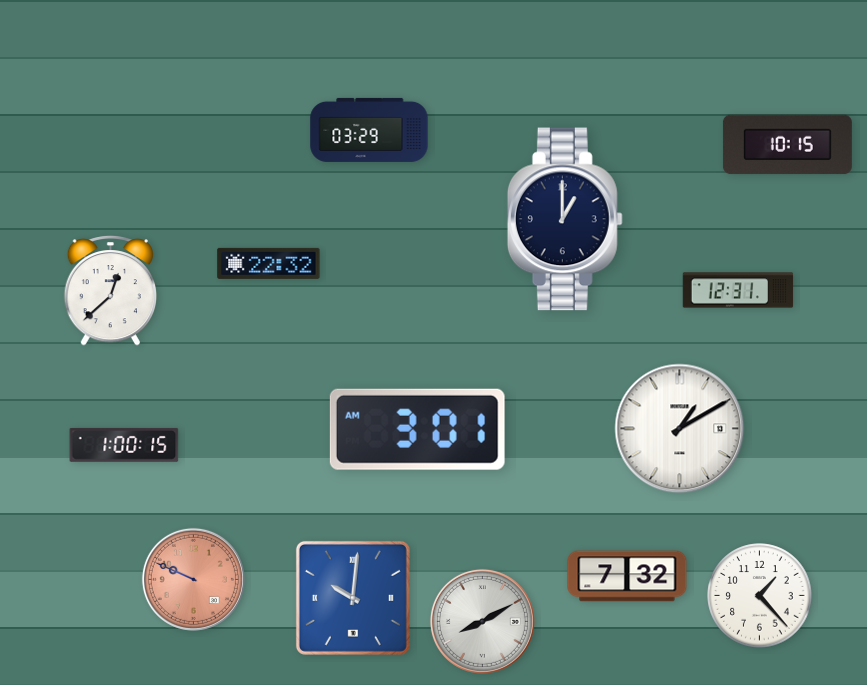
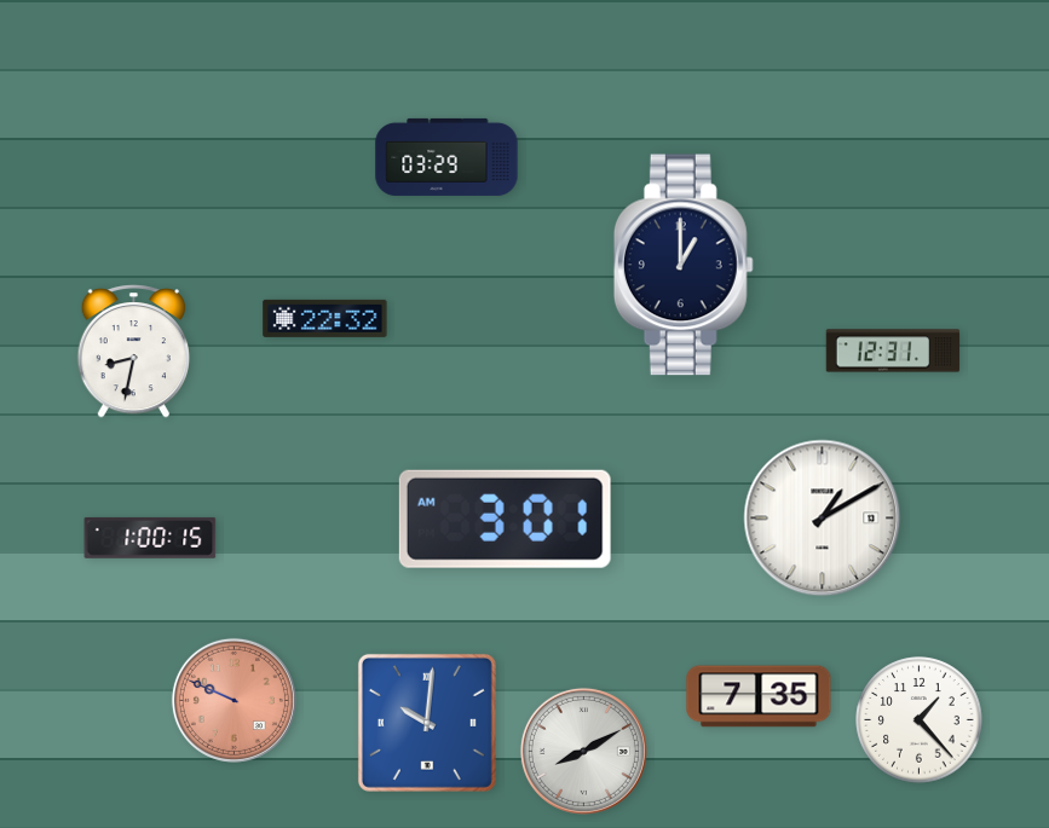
clock at (787, 145): 10:15 -> none
clock at (110, 291): 12:38 -> 8:32
clock at (627, 576): 7:32 -> 7:35
